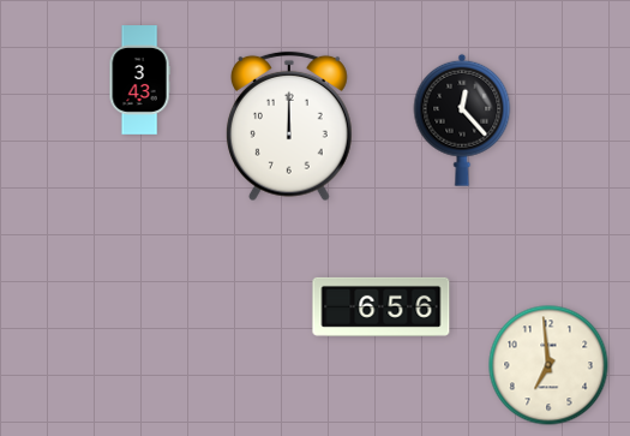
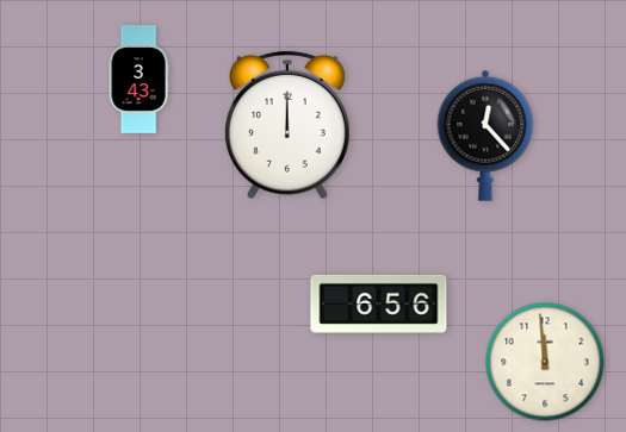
clock at (462, 120) position: (462, 120) -> (485, 136)
clock at (548, 365): 6:59 -> 11:59
